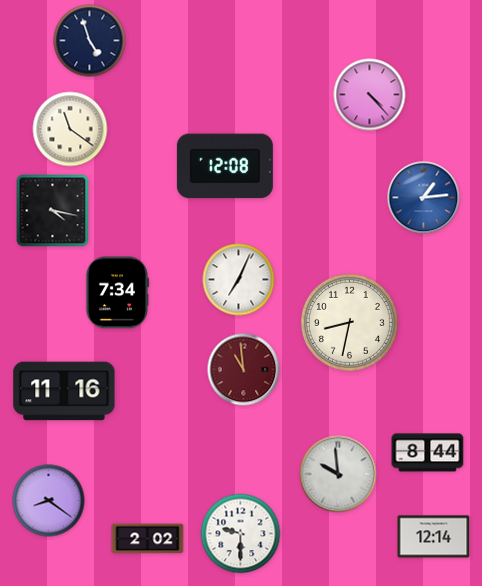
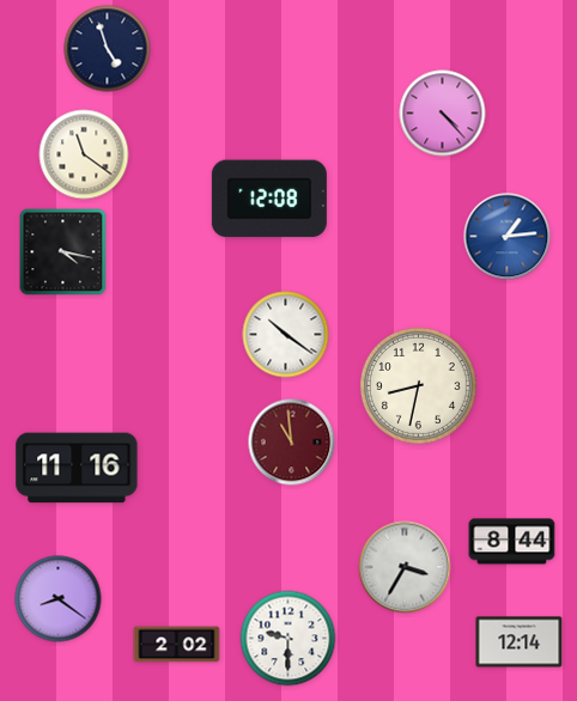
clock at (239, 280): 7:04 -> 10:21
clock at (117, 293): 7:34 -> none
clock at (338, 474): 9:59 -> 3:35
